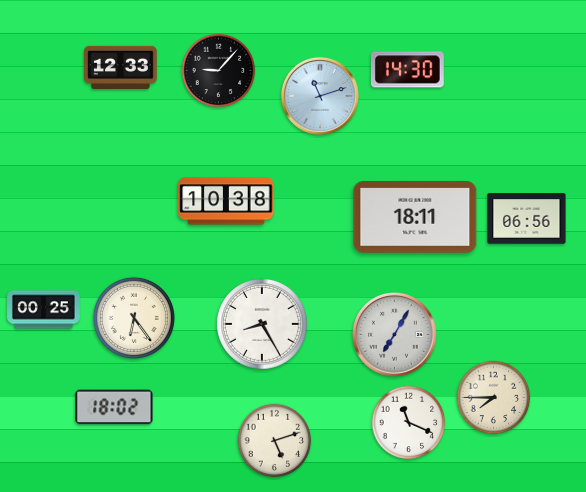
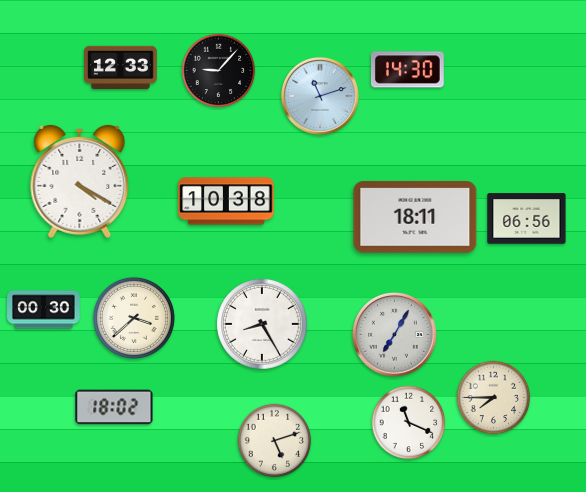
clock at (80, 181): none -> 4:20
clock at (44, 310): 00:25 -> 00:30
clock at (134, 318): 6:24 -> 3:38
